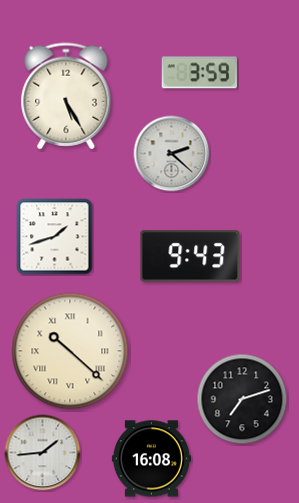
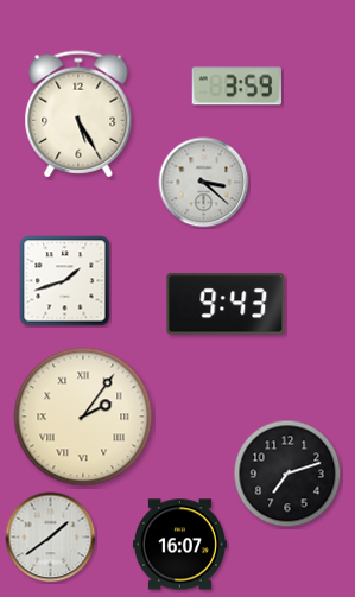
clock at (172, 154): 2:22 -> 3:22
clock at (70, 351): 10:22 -> 2:06
clock at (43, 453): 1:44 -> 1:39
clock at (151, 459): 16:08 -> 16:07
